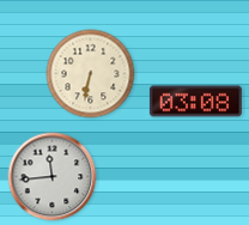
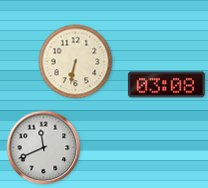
clock at (195, 102) position: (195, 102) -> (166, 85)
clock at (53, 177): 11:44 -> 11:41
